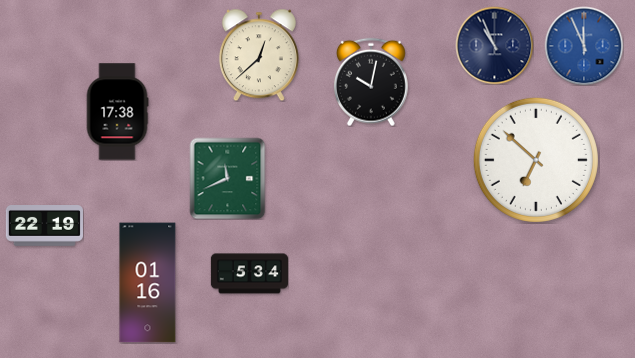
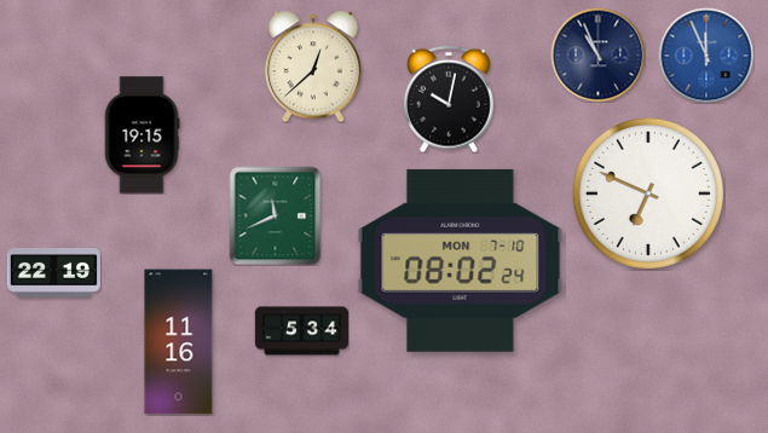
clock at (117, 112): 17:38 -> 19:15
clock at (536, 160): 6:52 -> 6:49
clock at (461, 260): none -> 08:02
clock at (148, 283): 01:16 -> 11:16
